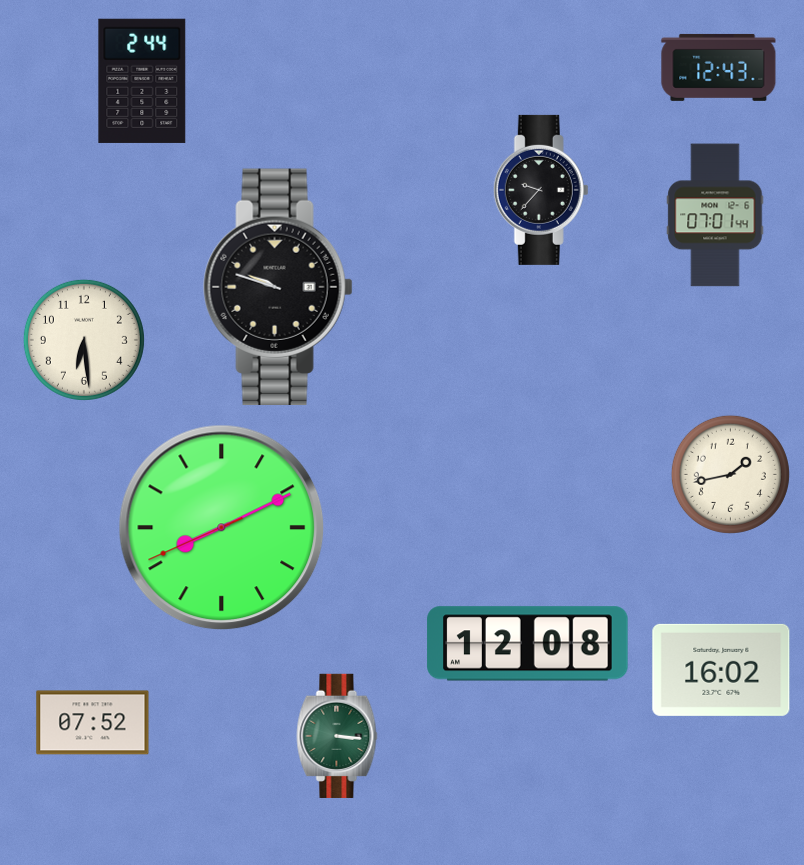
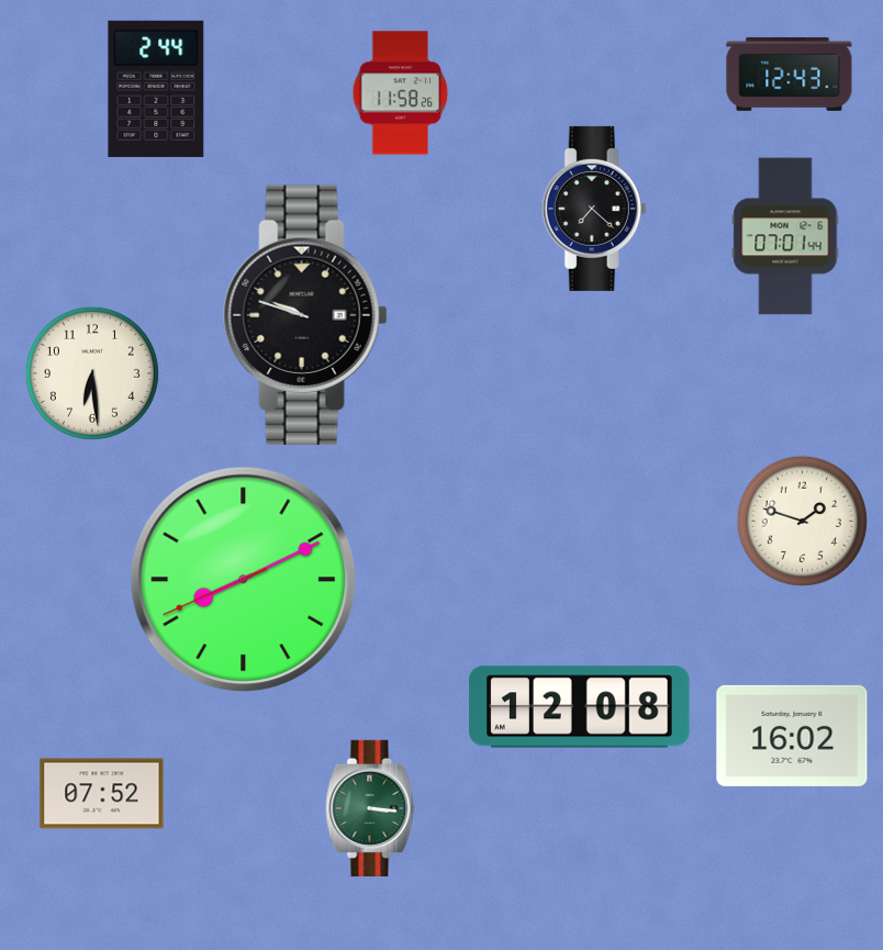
clock at (401, 93): none -> 11:58
clock at (541, 190): 9:37 -> 7:22
clock at (730, 474): 1:43 -> 1:48
